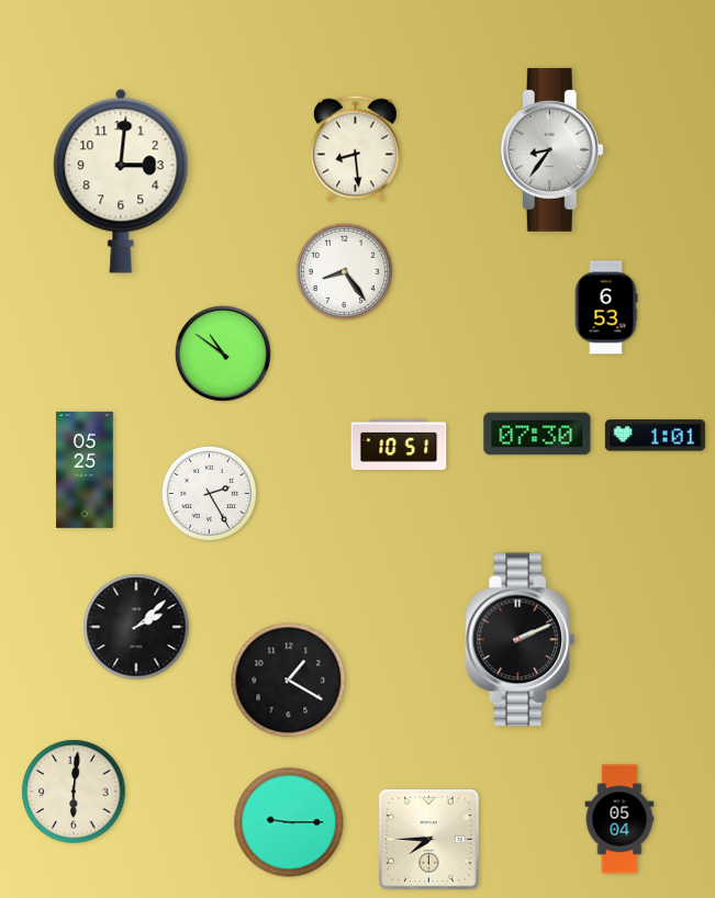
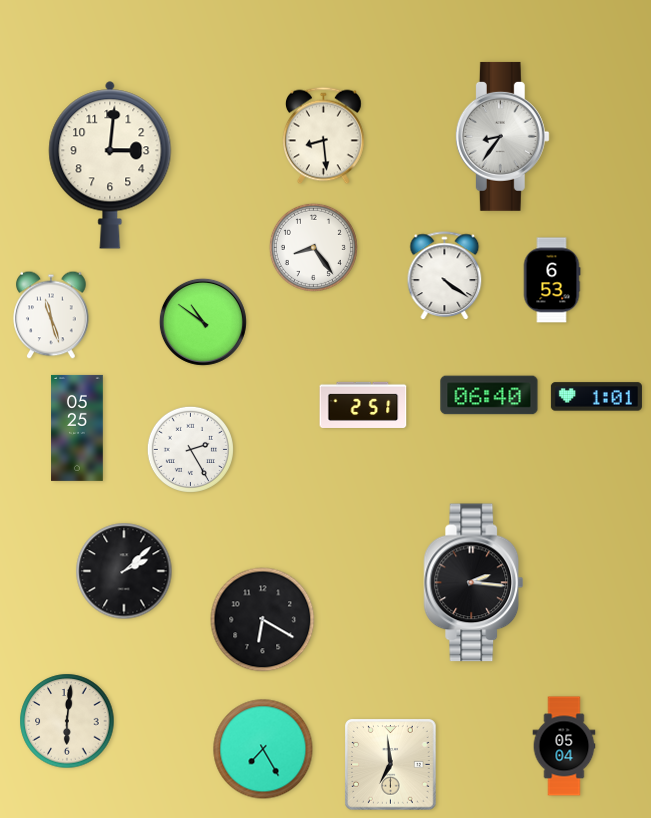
clock at (445, 275): none -> 4:21
clock at (51, 315): none -> 11:27
clock at (537, 434): 07:30 -> 06:40
clock at (399, 445): 10:51 -> 2:51
clock at (521, 640): 2:11 -> 2:16
clock at (289, 681): 1:20 -> 6:20
clock at (289, 822): 9:15 -> 7:25
clock at (429, 840): 7:45 -> 6:59
